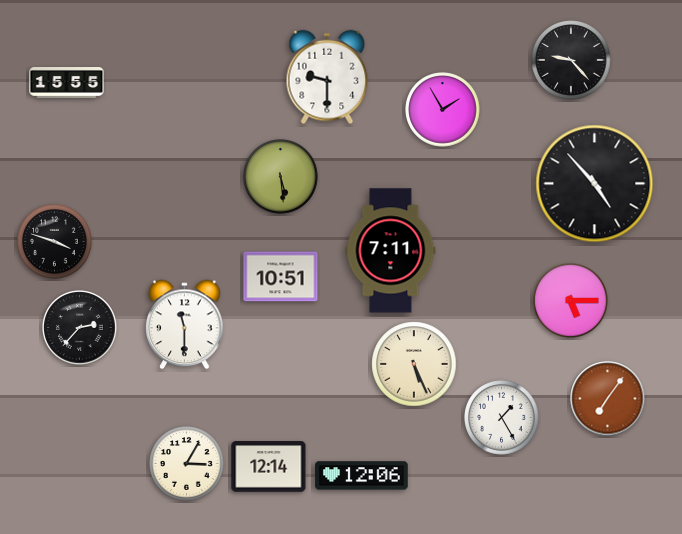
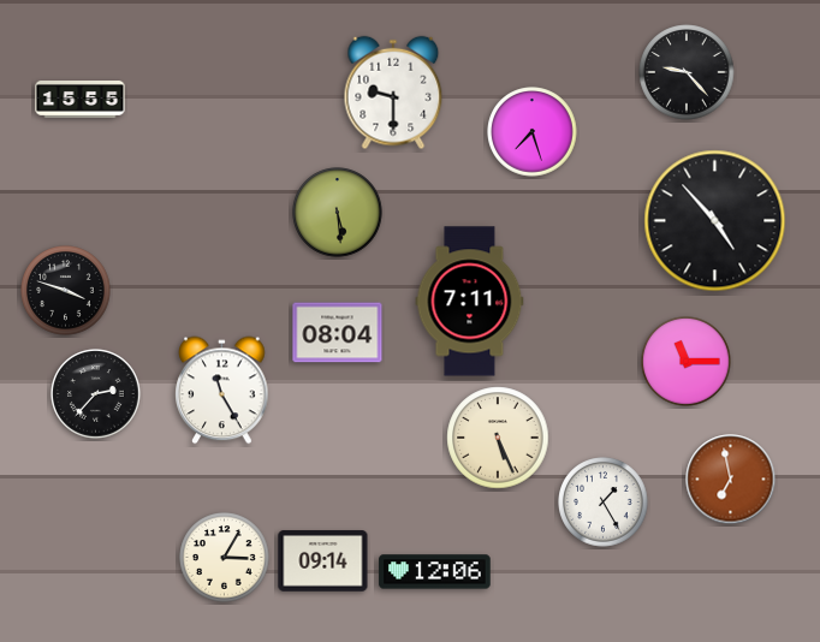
clock at (443, 110): 1:55 -> 7:27
clock at (281, 277): 10:51 -> 08:04
clock at (571, 301): 5:15 -> 11:15
clock at (185, 325): 11:30 -> 11:25
clock at (608, 399): 7:06 -> 6:58
clock at (269, 467): 12:14 -> 09:14
